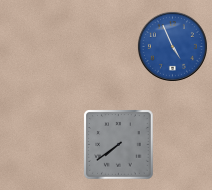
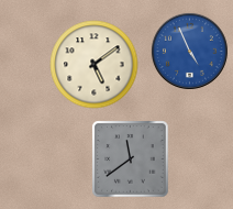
clock at (95, 65): none -> 5:09
clock at (119, 145): 7:39 -> 11:39
